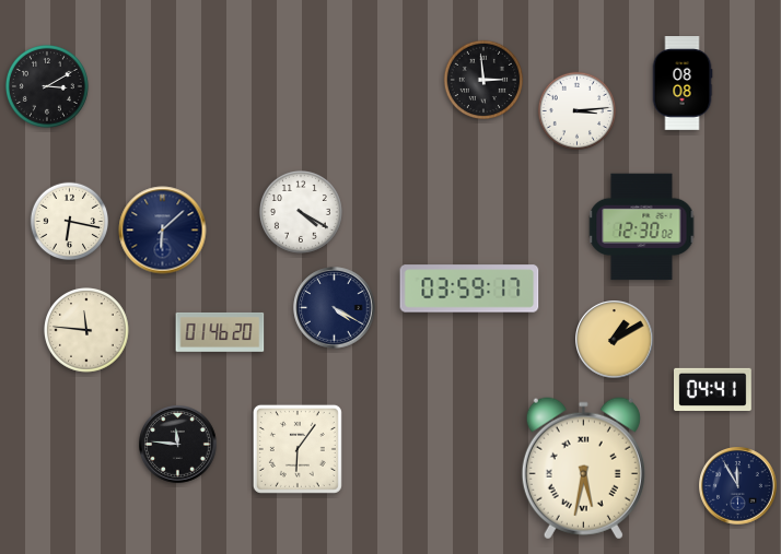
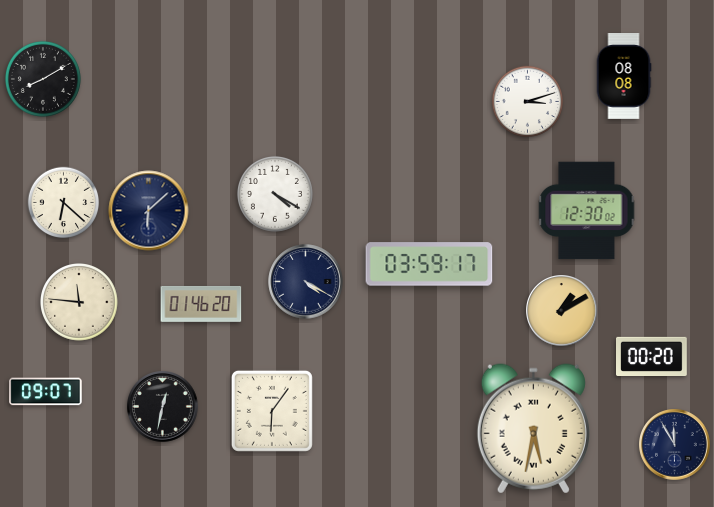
clock at (482, 79): 2:59 -> none
clock at (47, 86): 3:10 -> 8:10
clock at (578, 111): 3:14 -> 3:12
clock at (70, 222): 6:17 -> 6:22
clock at (642, 227) position: (642, 227) -> (587, 211)
clock at (713, 389): 04:41 -> 00:20
clock at (46, 392): none -> 09:07
clock at (178, 445): 11:46 -> 12:32
